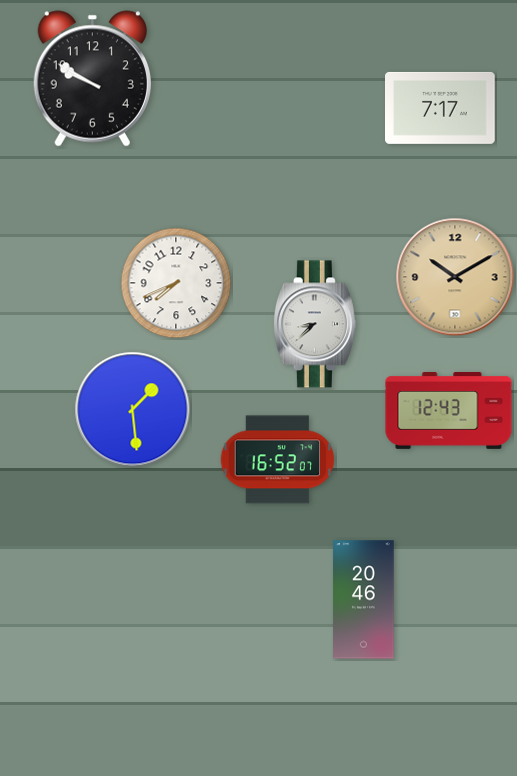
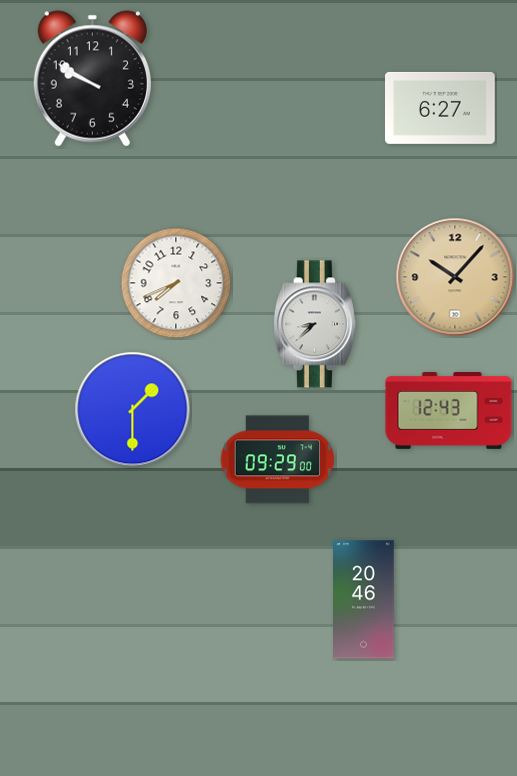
clock at (441, 108): 7:17 -> 6:27
clock at (455, 277): 10:10 -> 10:07
clock at (133, 410): 1:29 -> 1:30
clock at (278, 460): 16:52 -> 09:29
